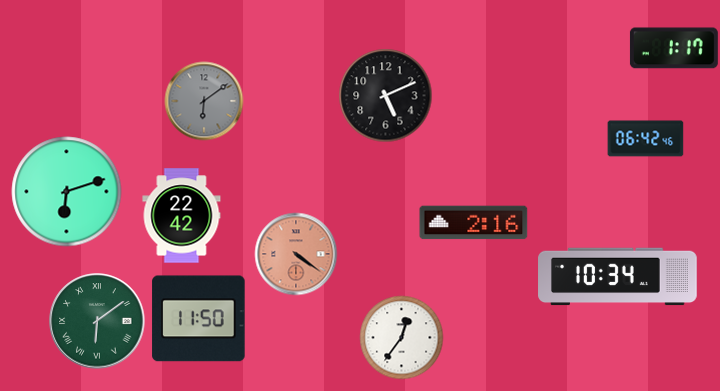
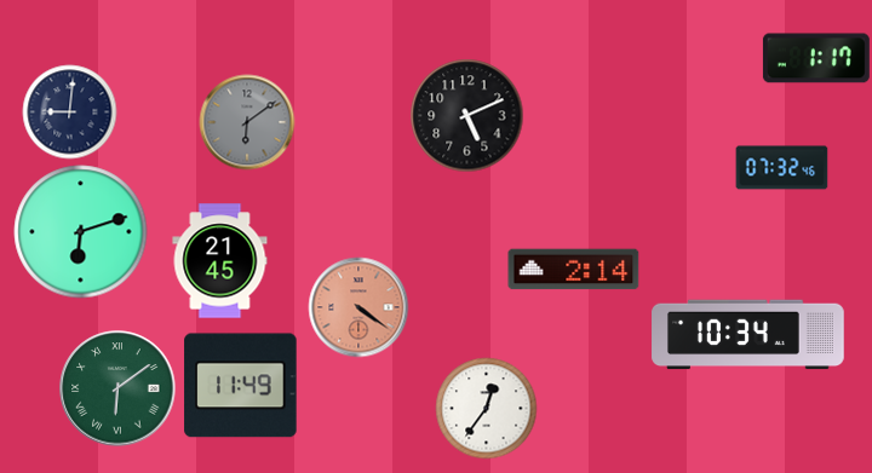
clock at (70, 113): none -> 9:01
clock at (646, 139): 06:42 -> 07:32
clock at (182, 216): 22:42 -> 21:45
clock at (474, 223): 2:16 -> 2:14
clock at (199, 319): 11:50 -> 11:49
